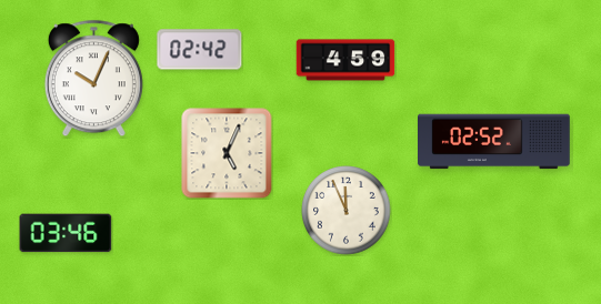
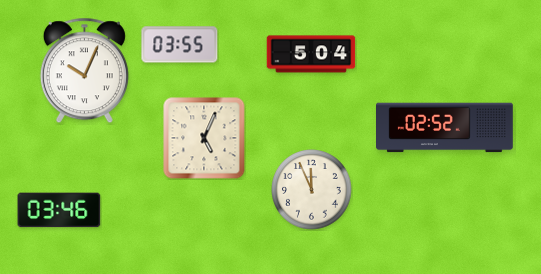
clock at (200, 50): 02:42 -> 03:55
clock at (345, 60): 4:59 -> 5:04
